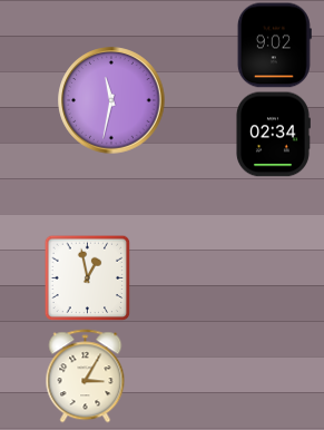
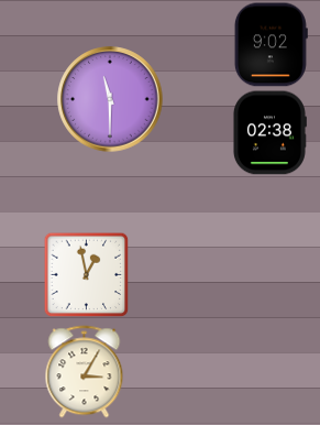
clock at (111, 100): 11:32 -> 11:30
clock at (273, 135): 02:34 -> 02:38
